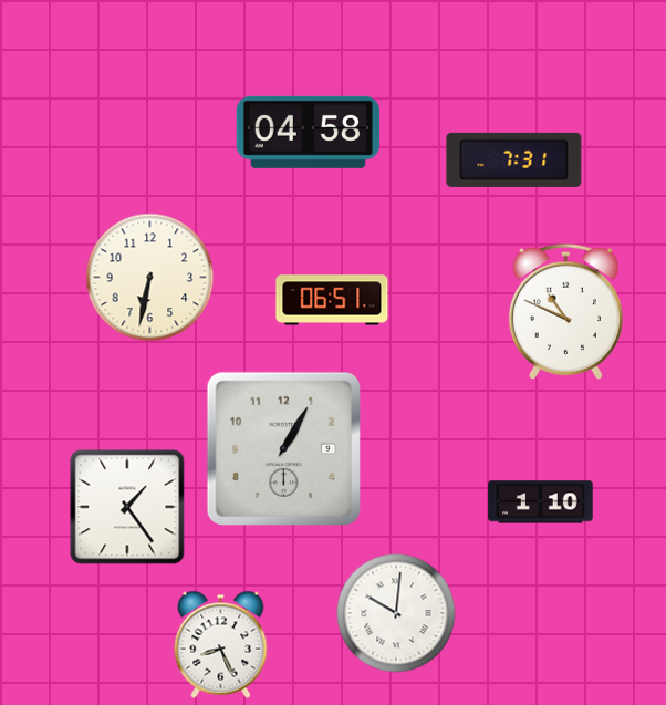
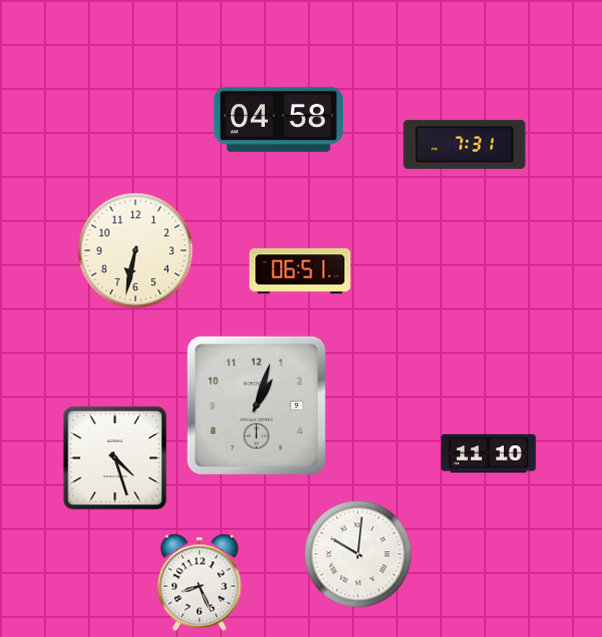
clock at (565, 311): 10:49 -> none
clock at (283, 448): 1:05 -> 1:03
clock at (541, 502): 1:10 -> 11:10
clock at (127, 507): 1:24 -> 4:27
